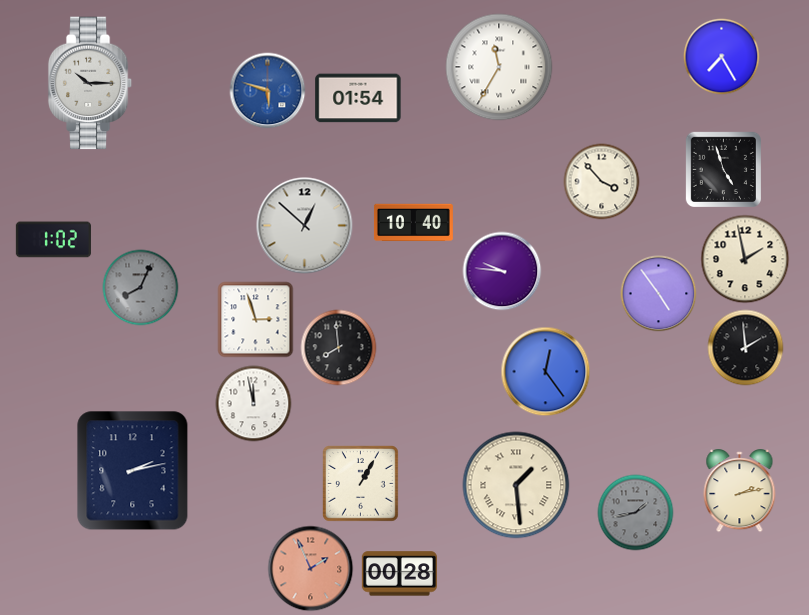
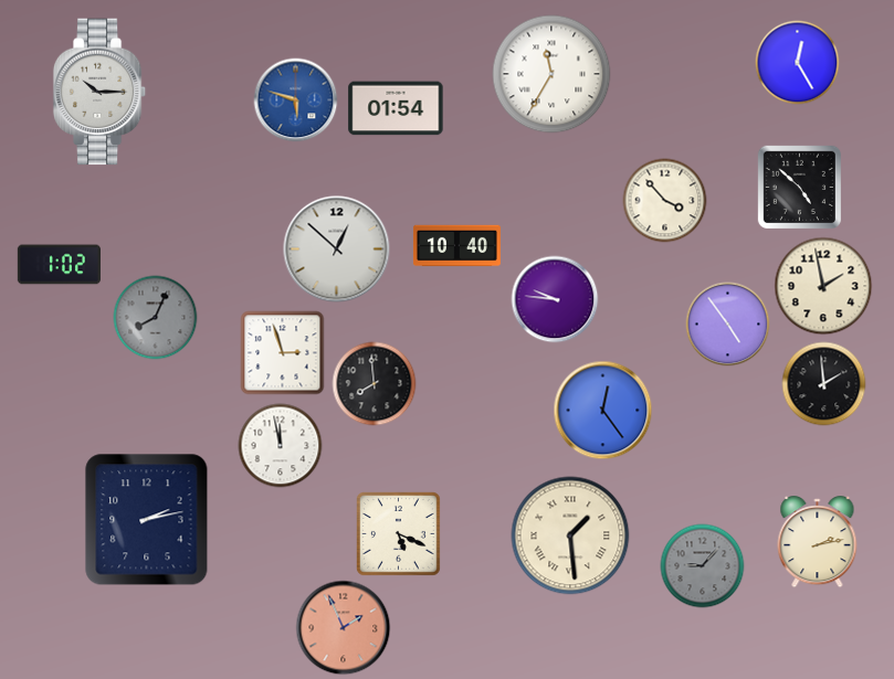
clock at (722, 57): 7:25 -> 12:25
clock at (723, 169): 4:57 -> 4:52
clock at (361, 484): 1:05 -> 5:19
clock at (636, 513): 1:43 -> 9:07
clock at (399, 574): 00:28 -> none
